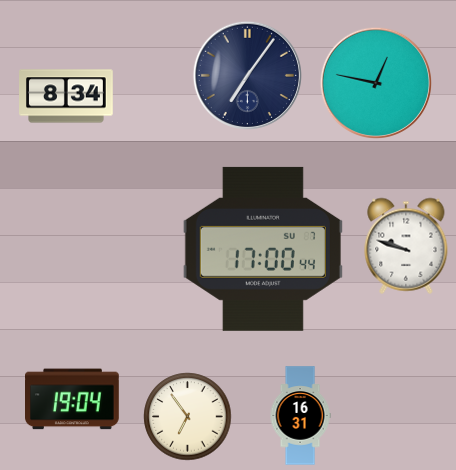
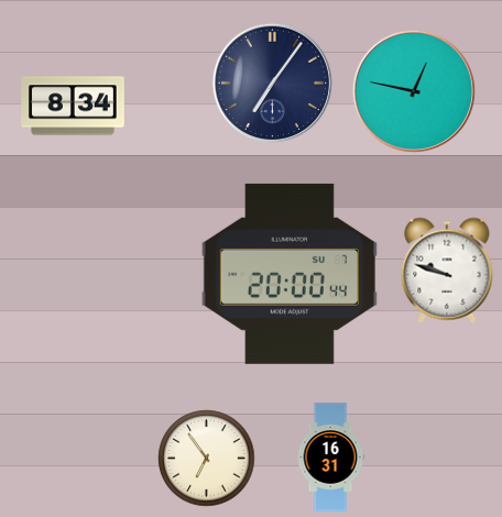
clock at (263, 249): 17:00 -> 20:00
clock at (73, 399): 19:04 -> none
